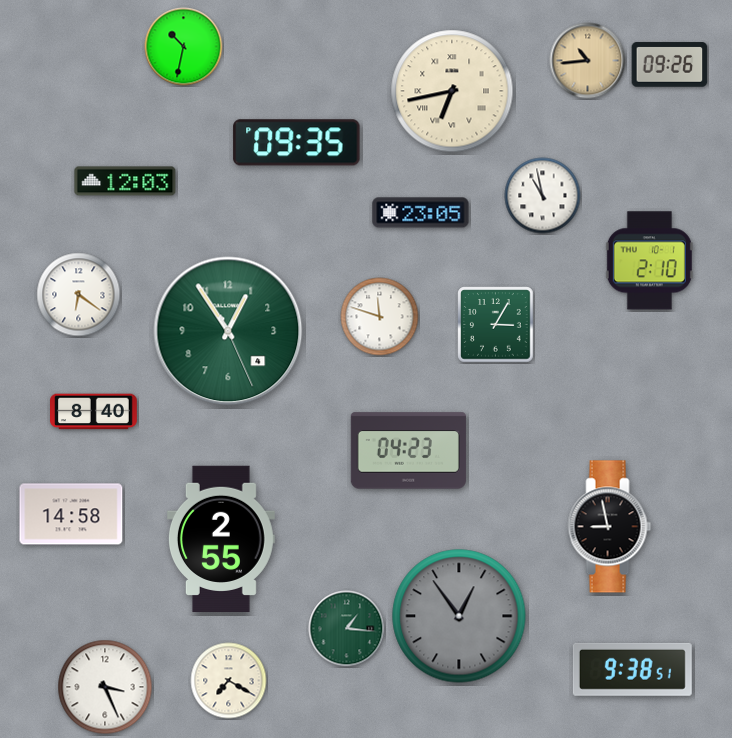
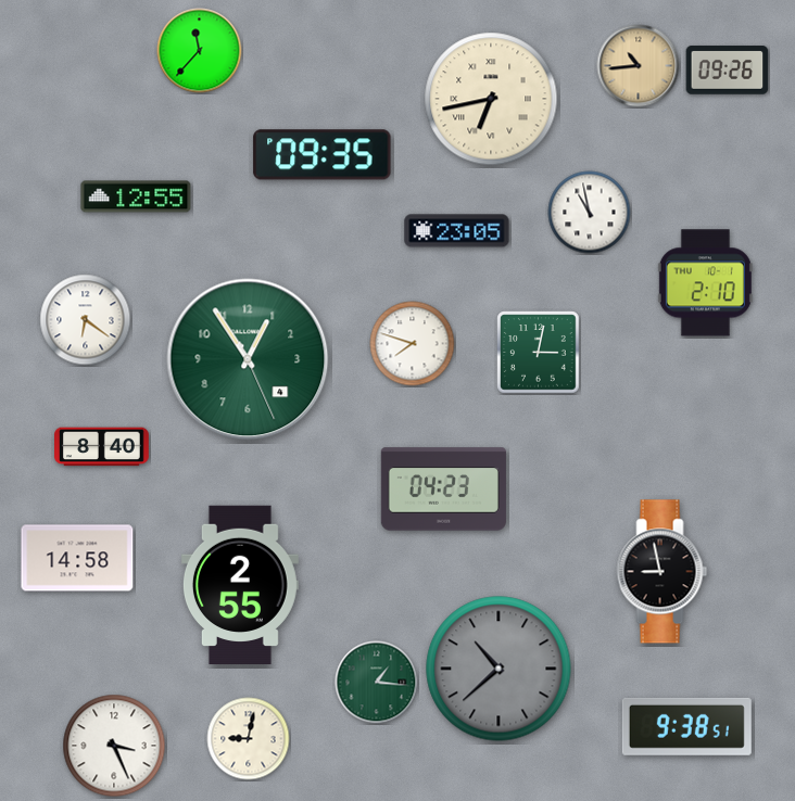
clock at (184, 47): 10:32 -> 11:37
clock at (125, 181): 12:03 -> 12:55
clock at (380, 317): 11:48 -> 7:48
clock at (496, 325): 3:05 -> 3:02
clock at (459, 616): 12:54 -> 10:38
clock at (229, 681): 7:20 -> 9:02
